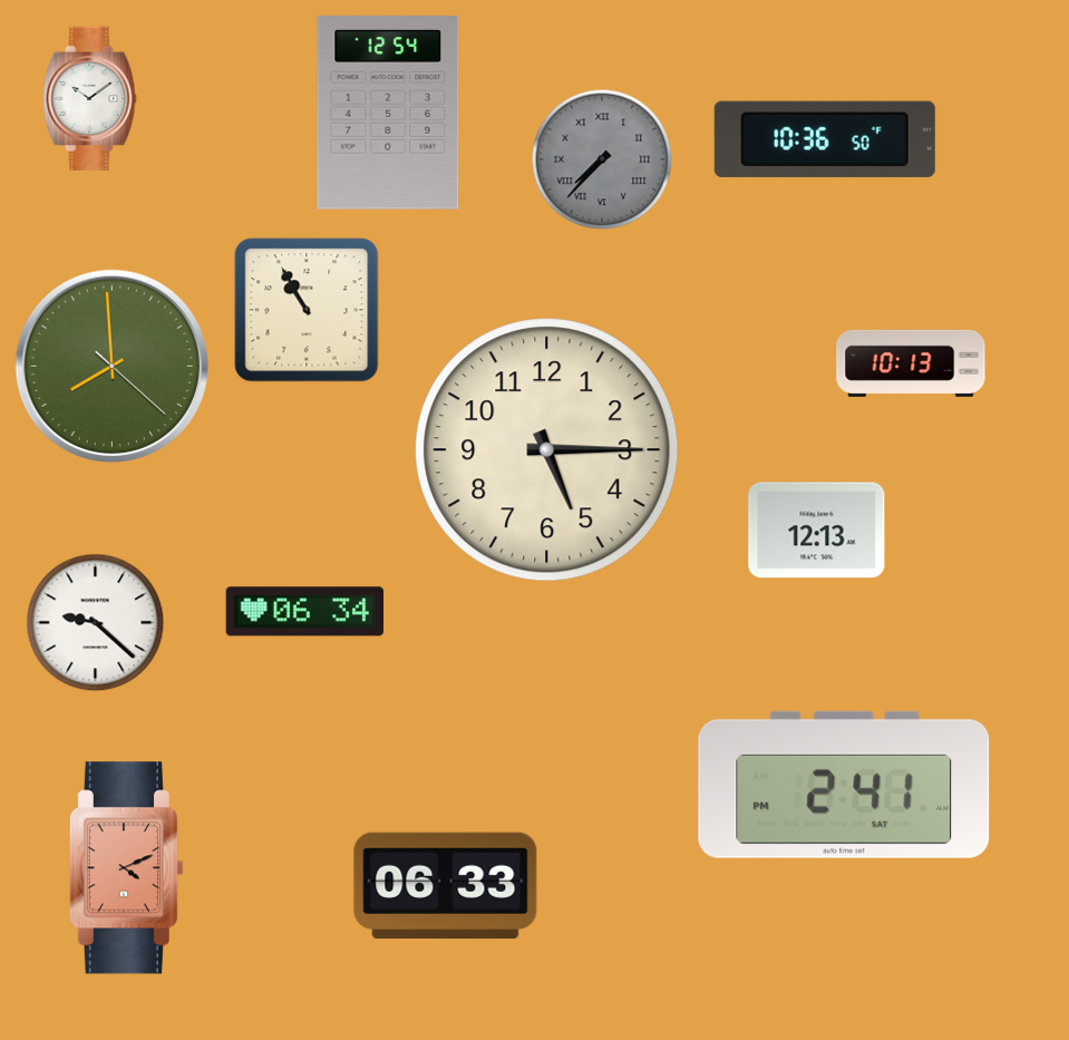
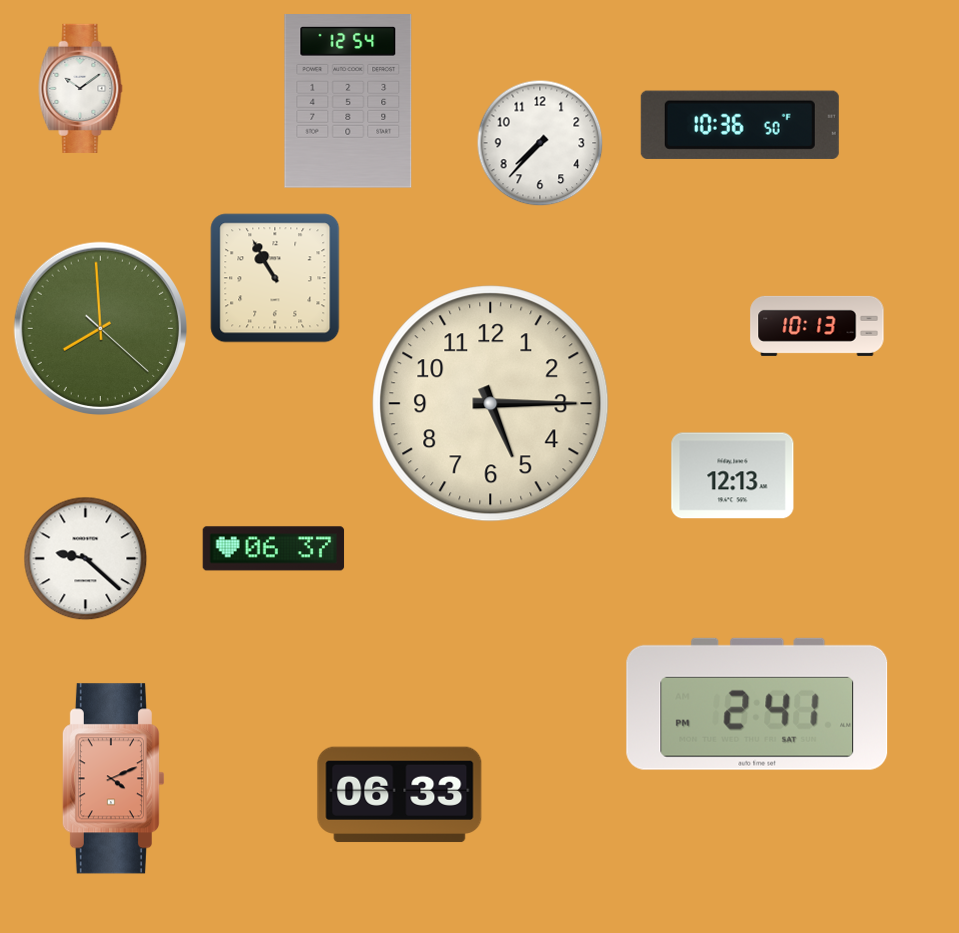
clock at (602, 159) dial: grey -> white
clock at (602, 159) numerals: Roman -> Arabic
clock at (305, 612): 06:34 -> 06:37
